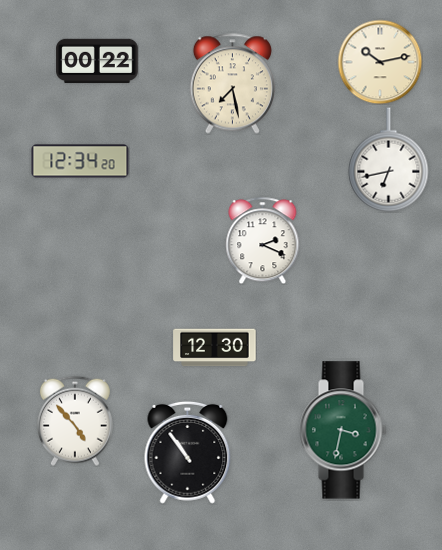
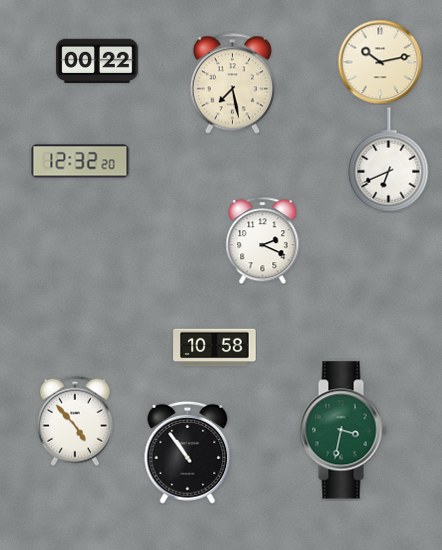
clock at (389, 160): 6:43 -> 6:41
clock at (80, 161): 12:34 -> 12:32
clock at (215, 348): 12:30 -> 10:58
